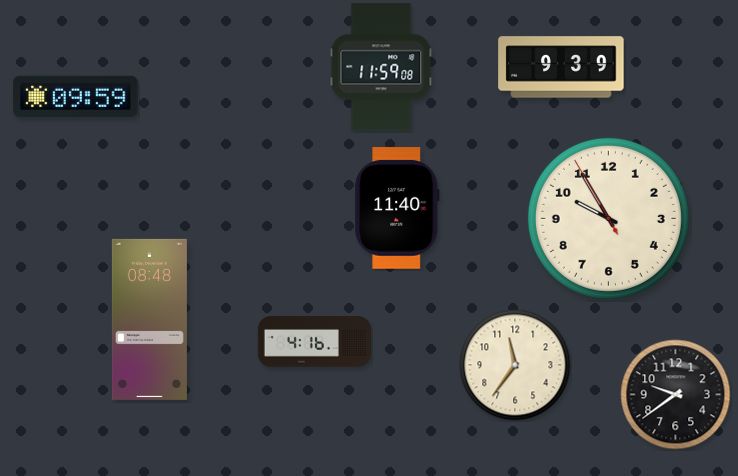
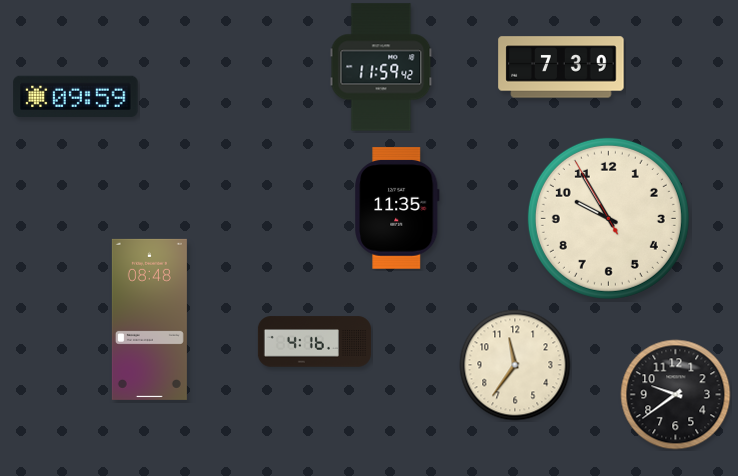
clock at (381, 67): 11:59:08 -> 11:59:42
clock at (561, 67): 9:39 -> 7:39
clock at (397, 208): 11:40 -> 11:35
